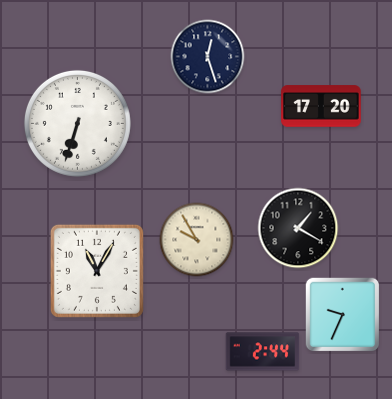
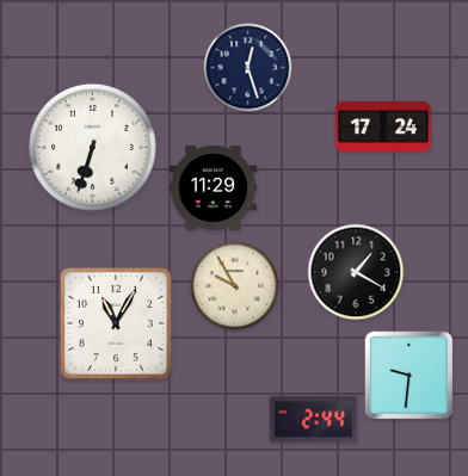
clock at (321, 106): 17:20 -> 17:24
clock at (214, 188): none -> 11:29
clock at (343, 315): 9:34 -> 9:31
